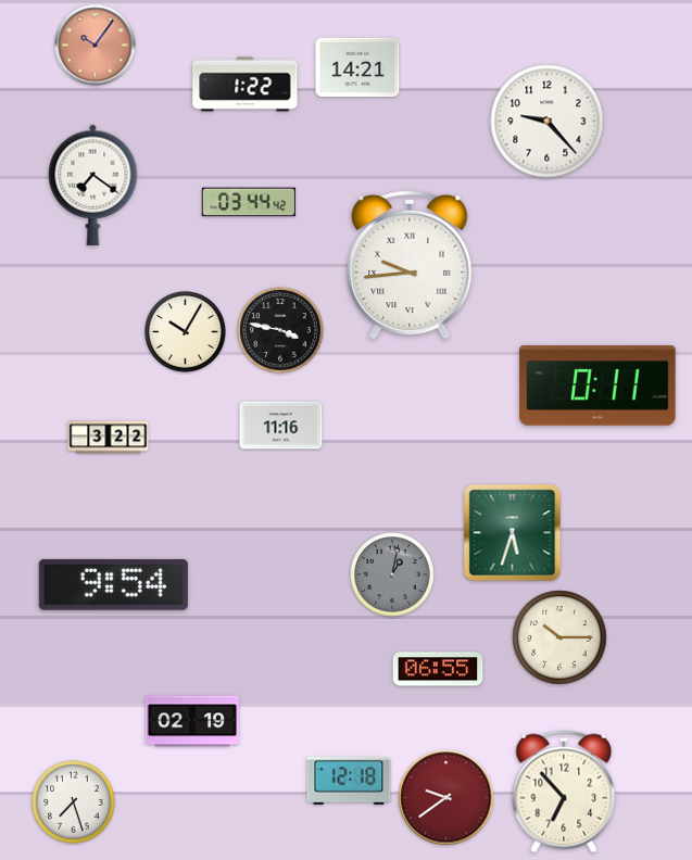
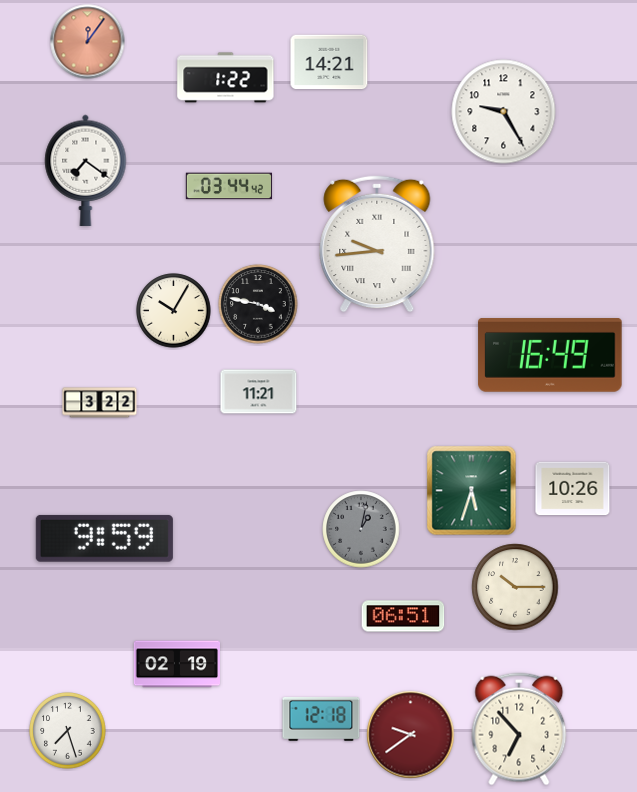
clock at (96, 46): 10:06 -> 12:06
clock at (548, 122): 9:23 -> 9:25
clock at (186, 332) position: (186, 332) -> (174, 311)
clock at (597, 387): 0:11 -> 16:49
clock at (281, 426): 11:16 -> 11:21
clock at (573, 489): none -> 10:26
clock at (113, 584): 9:54 -> 9:59
clock at (438, 669): 06:55 -> 06:51
clock at (74, 802) position: (74, 802) -> (68, 731)
